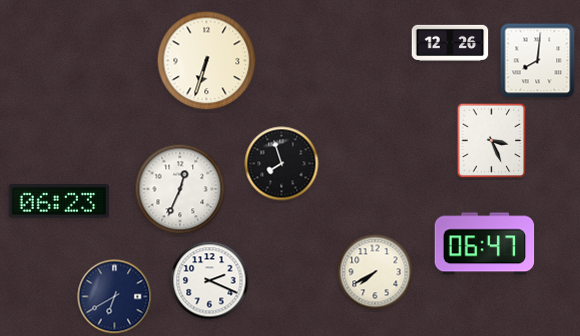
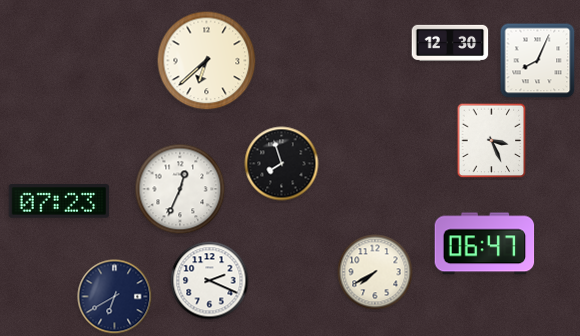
clock at (450, 42): 12:26 -> 12:30
clock at (207, 61): 6:33 -> 6:38
clock at (538, 61): 8:01 -> 8:04
clock at (59, 202): 06:23 -> 07:23
